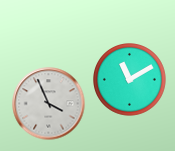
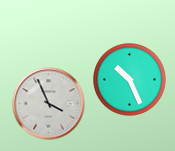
clock at (130, 80): 11:10 -> 10:26
